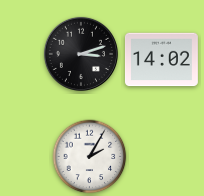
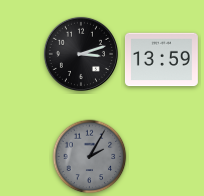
clock at (161, 60): 14:02 -> 13:59
clock at (90, 157) dial: white -> grey
